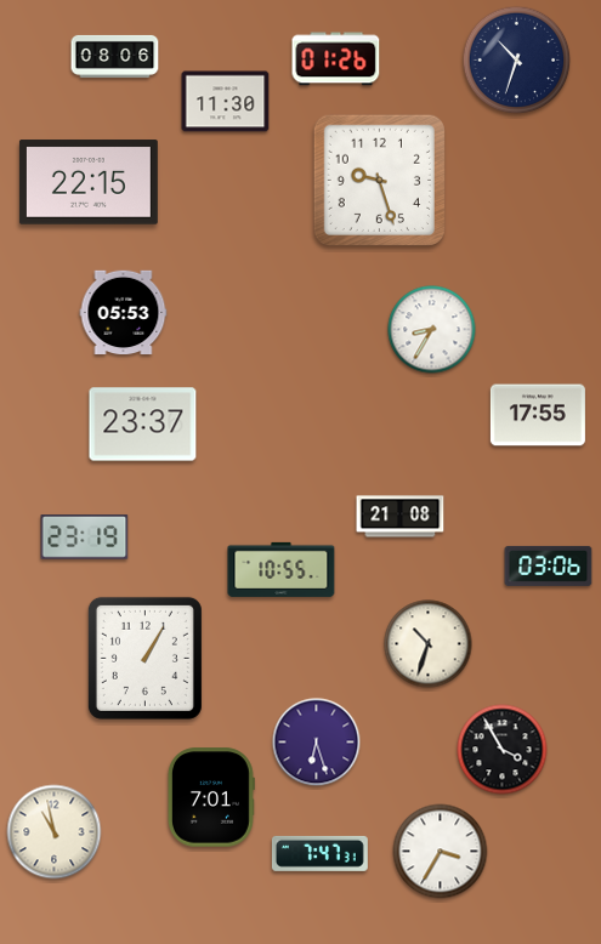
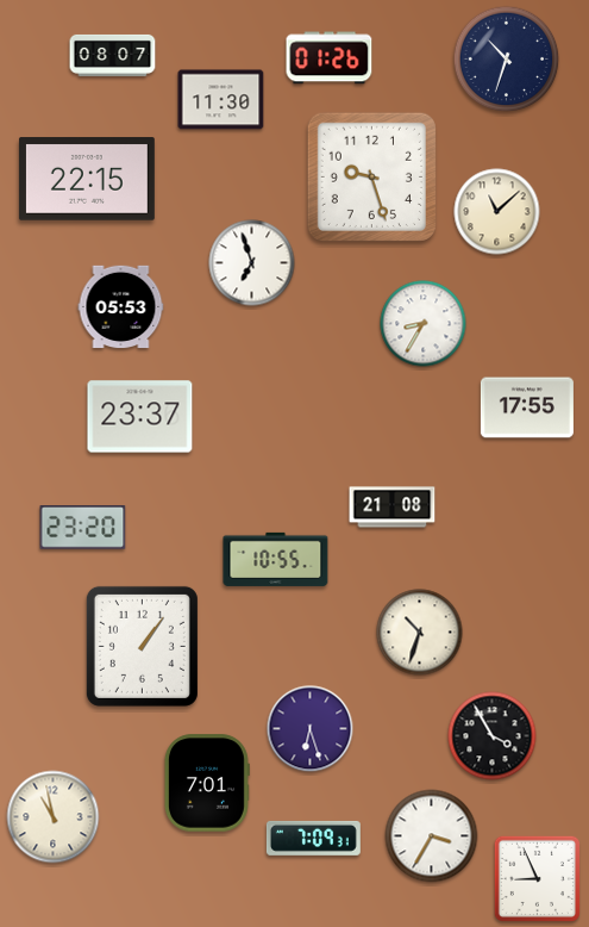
clock at (115, 56): 08:06 -> 08:07
clock at (497, 212): none -> 11:08
clock at (252, 263): none -> 6:57
clock at (85, 538): 23:19 -> 23:20
clock at (549, 565): 03:06 -> none
clock at (144, 658): 1:05 -> 1:06
clock at (319, 853): 7:47 -> 7:09
clock at (537, 878): none -> 8:56
